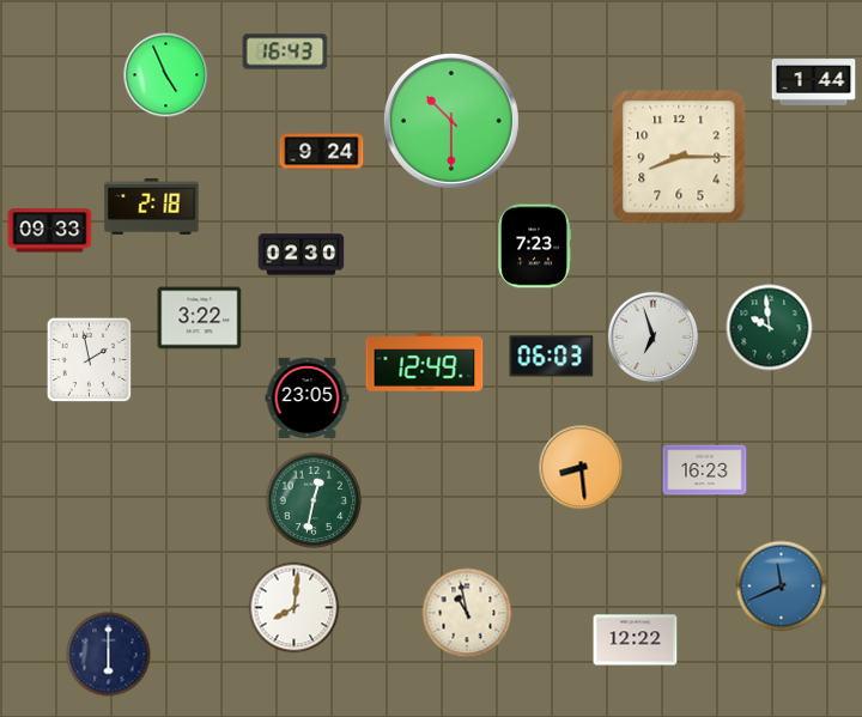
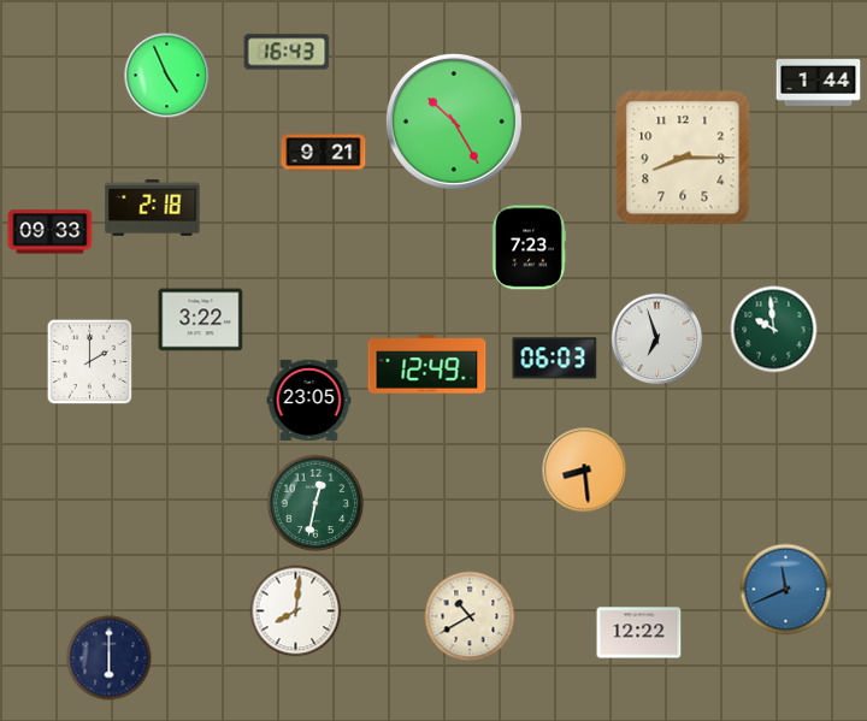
clock at (451, 121): 10:30 -> 10:25
clock at (322, 152): 9:24 -> 9:21
clock at (534, 247) position: (534, 247) -> (529, 248)
clock at (302, 255): 02:30 -> none
clock at (90, 360): 1:58 -> 2:00
clock at (705, 470): 16:23 -> none
clock at (467, 613): 10:58 -> 10:40
clock at (636, 640) position: (636, 640) -> (639, 633)
